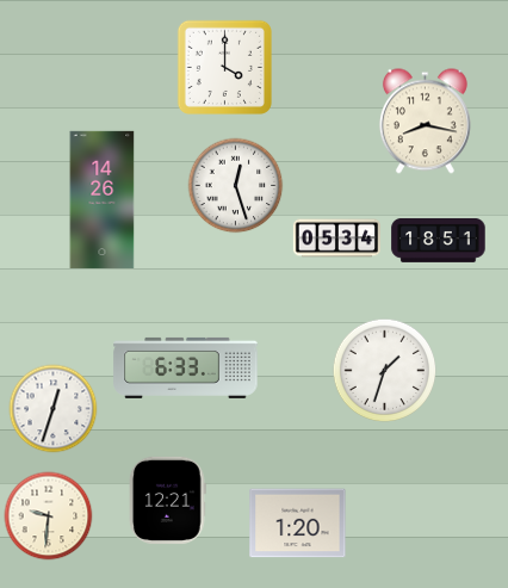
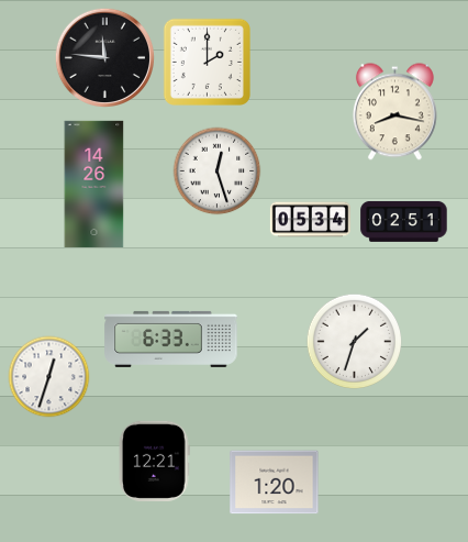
clock at (104, 57): none -> 11:46
clock at (224, 67): 4:00 -> 2:00
clock at (425, 122) position: (425, 122) -> (394, 112)
clock at (439, 240): 18:51 -> 02:51
clock at (49, 516): 9:31 -> none
